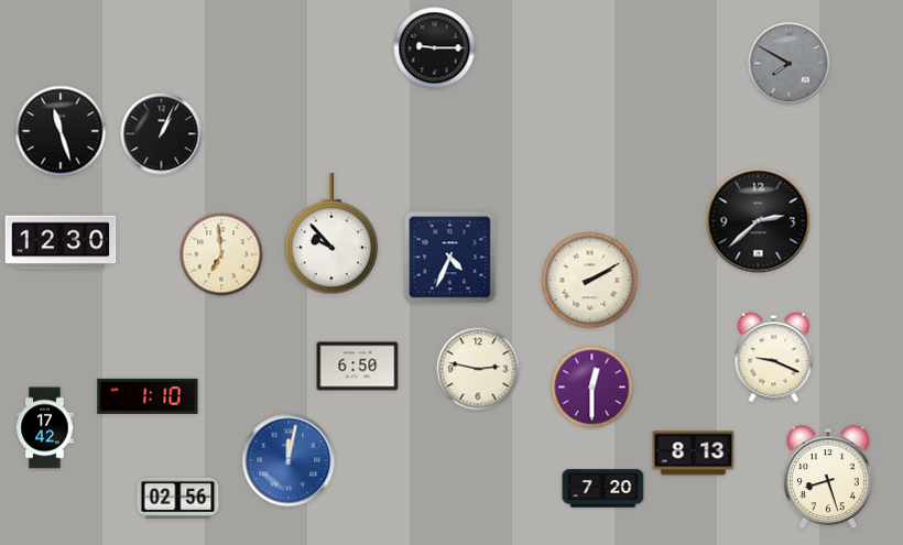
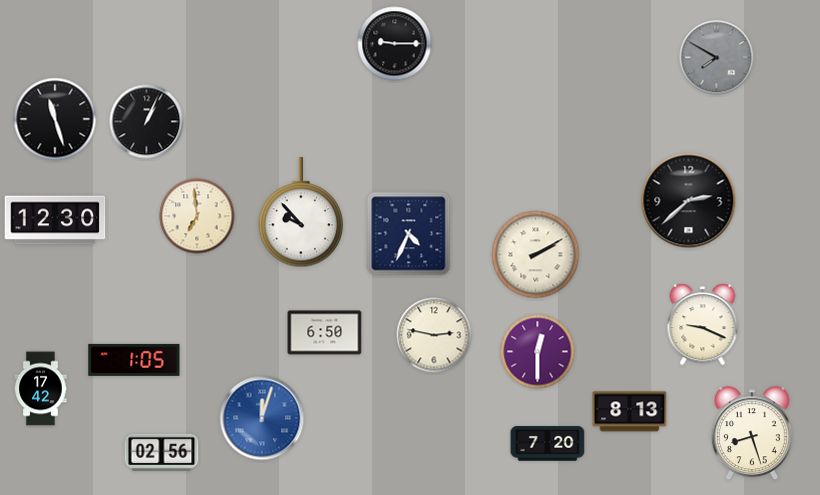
clock at (221, 254) position: (221, 254) -> (197, 216)
clock at (148, 396): 1:10 -> 1:05
clock at (289, 460): 12:02 -> 12:03
